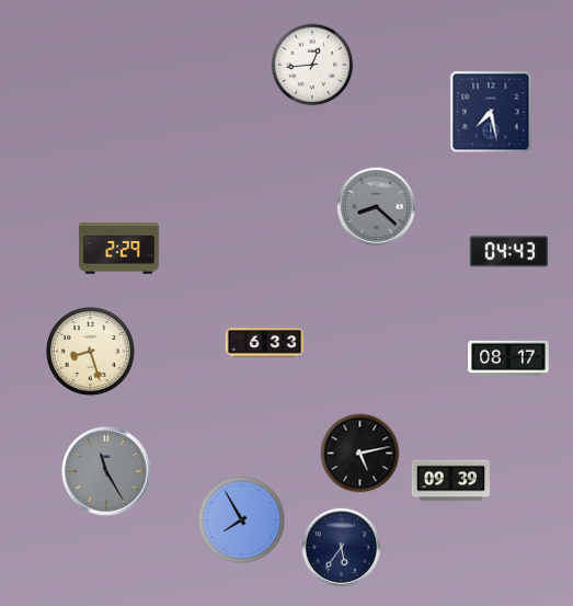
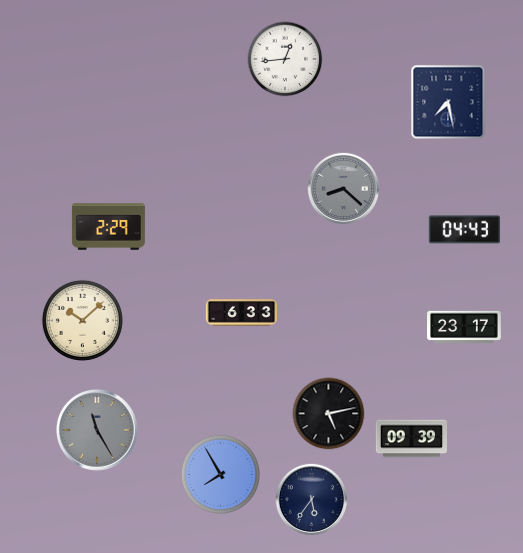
clock at (90, 351): 8:27 -> 10:08
clock at (508, 358): 08:17 -> 23:17
